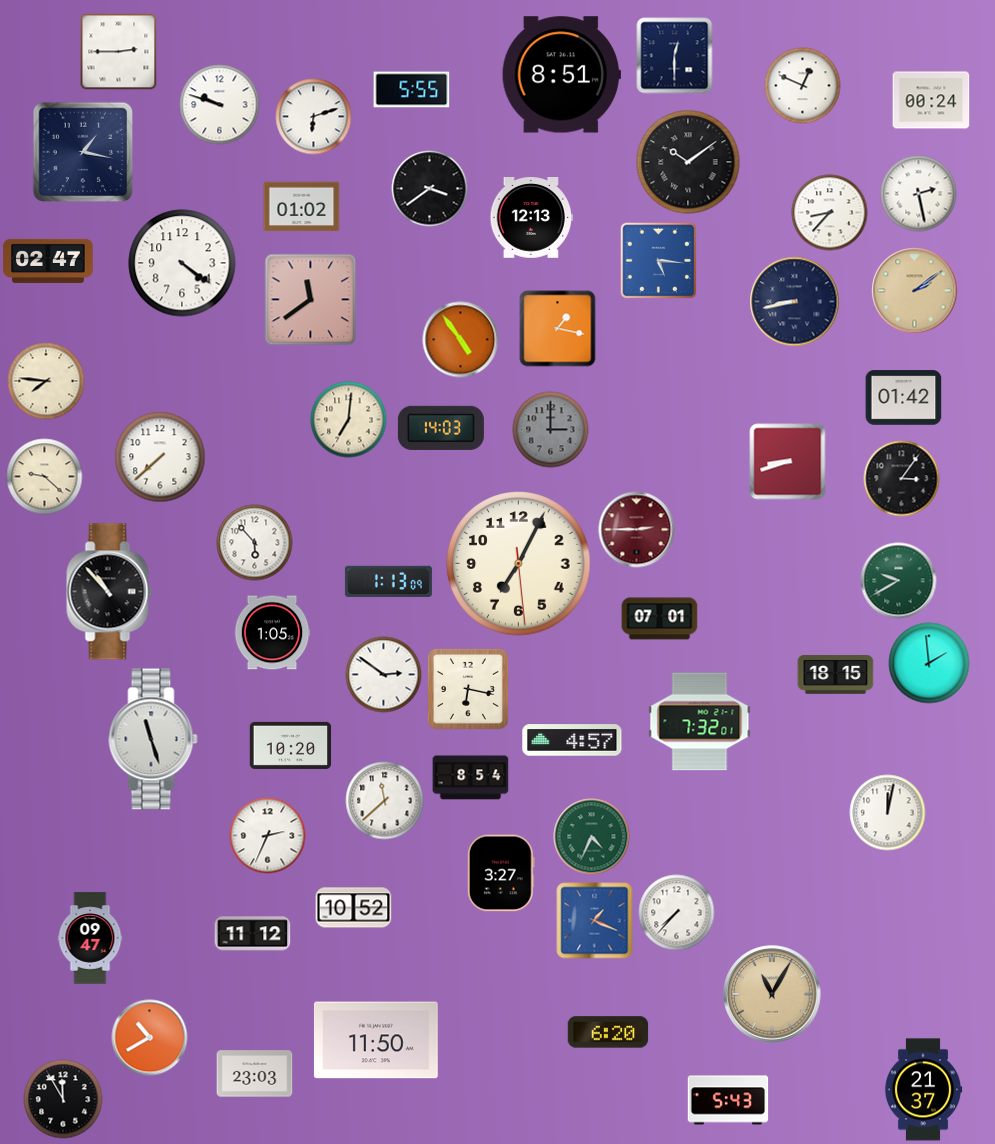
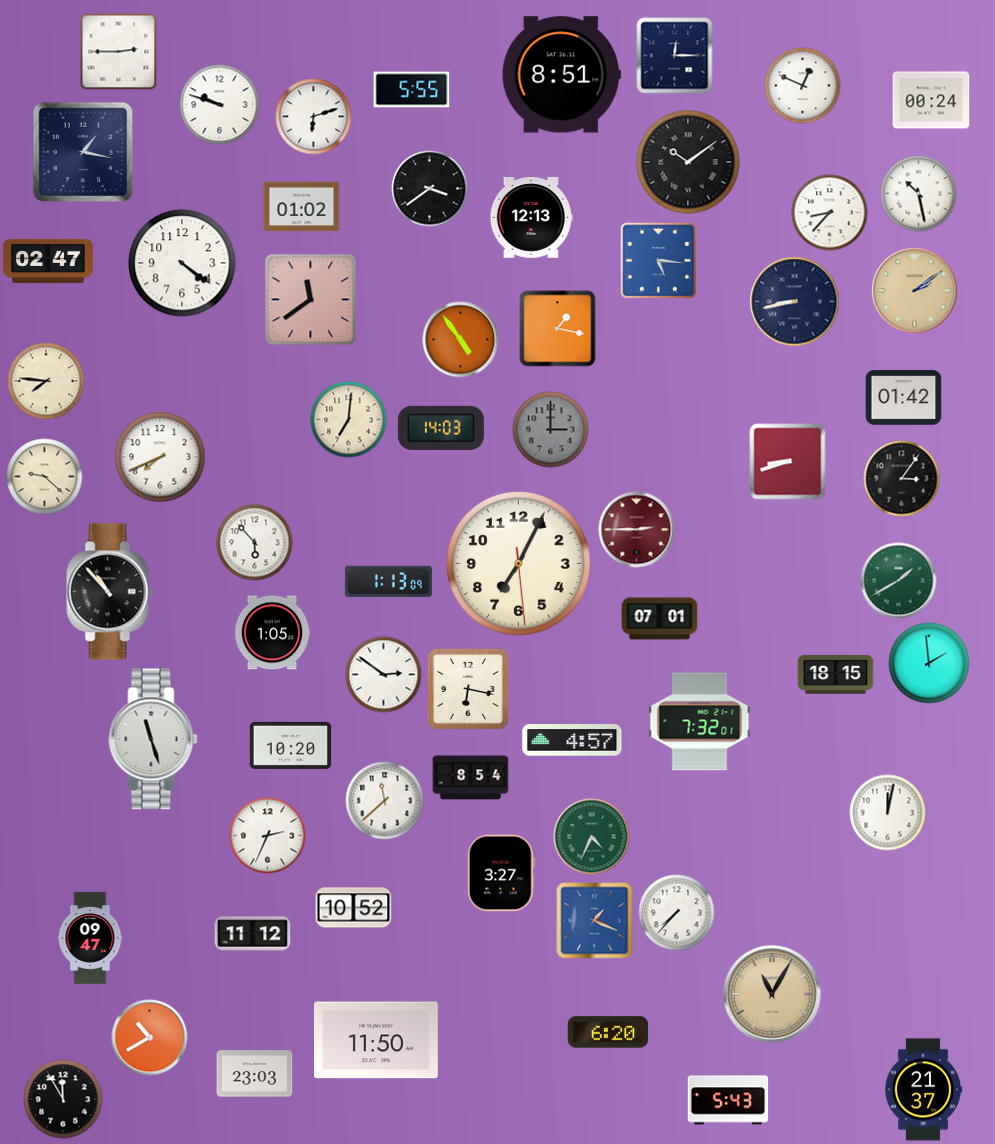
clock at (675, 56): 12:30 -> 12:15
clock at (919, 194): 2:28 -> 10:28
clock at (160, 457): 7:38 -> 7:41
clock at (899, 581): 9:40 -> 1:40
